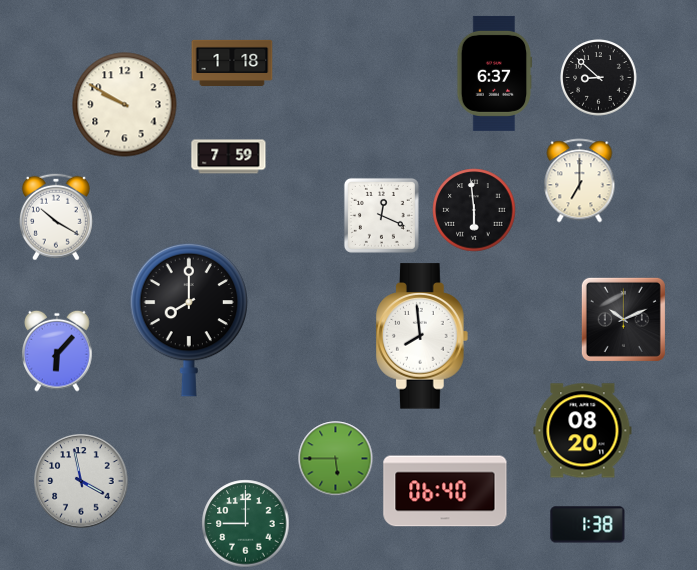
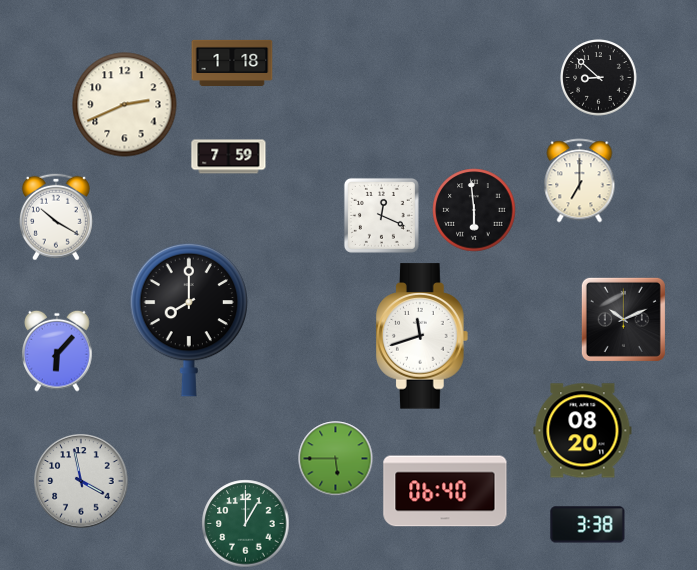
clock at (494, 73): 6:37 -> none
clock at (125, 105): 9:50 -> 2:41
clock at (423, 336): 7:59 -> 11:42
clock at (246, 524): 9:00 -> 1:00
clock at (588, 525): 1:38 -> 3:38
